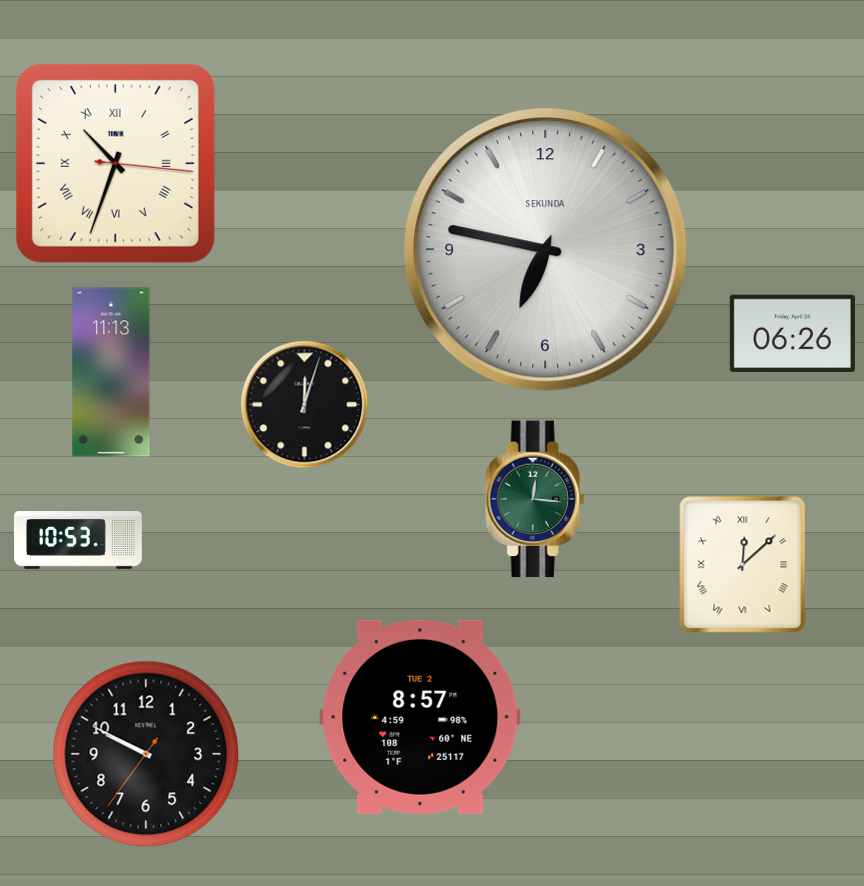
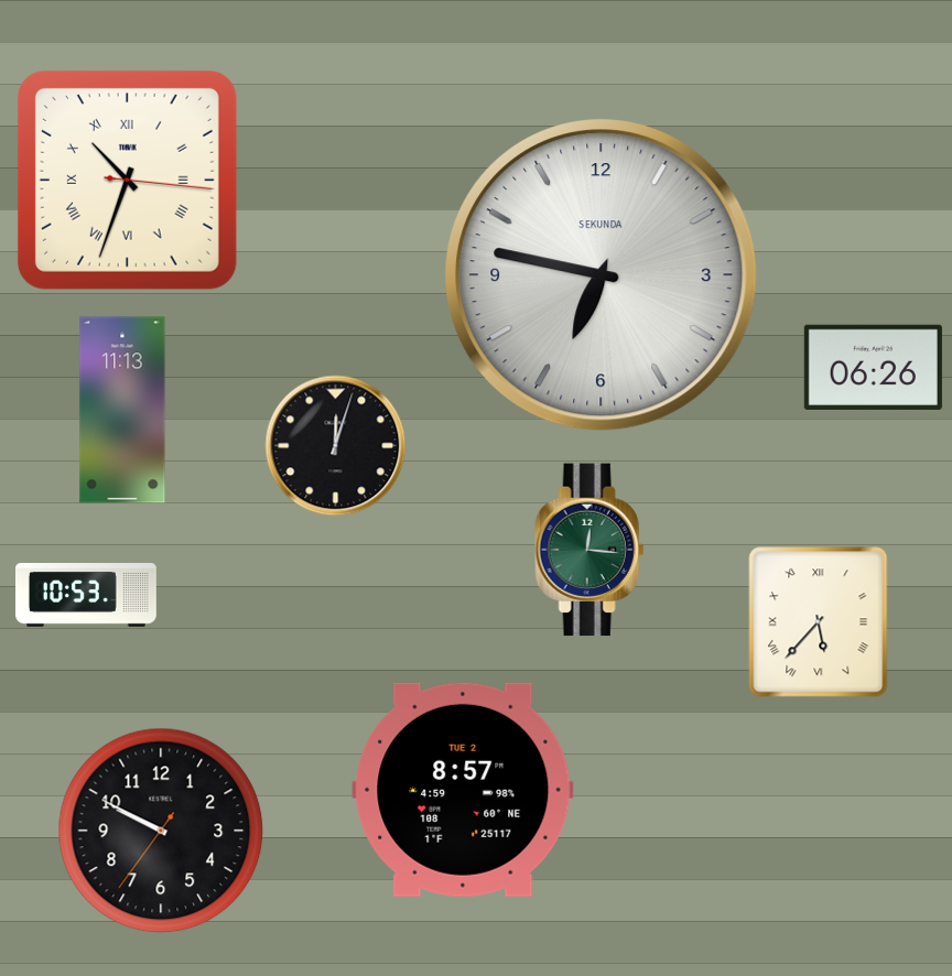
clock at (743, 565): 12:08 -> 5:37
